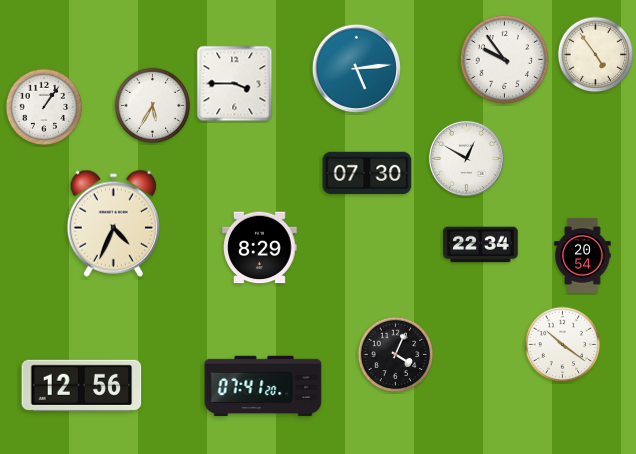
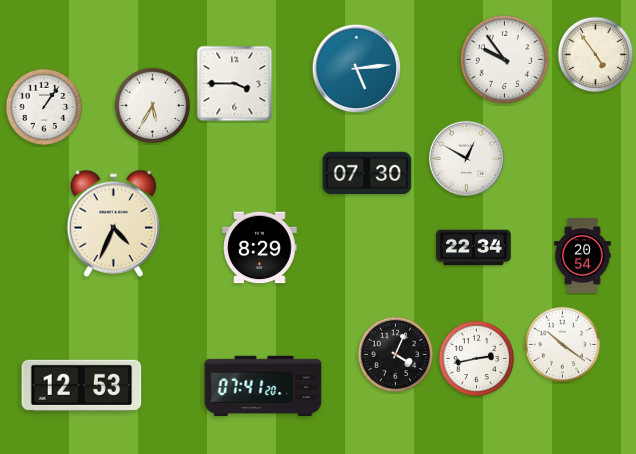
clock at (481, 245) position: (481, 245) -> (474, 248)
clock at (477, 359): none -> 2:43
clock at (82, 385): 12:56 -> 12:53
